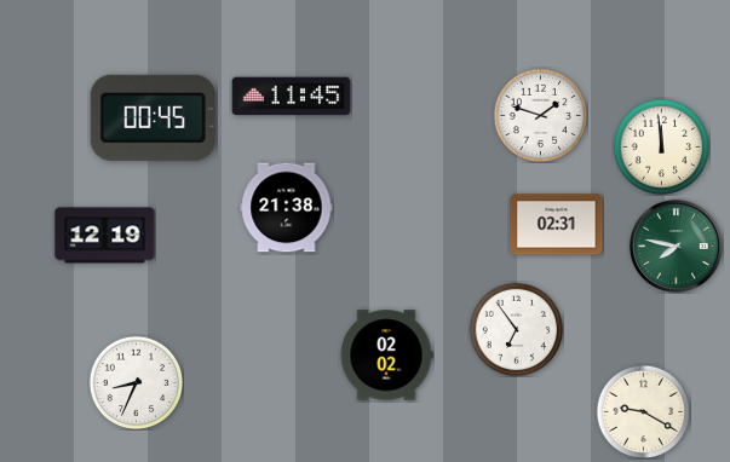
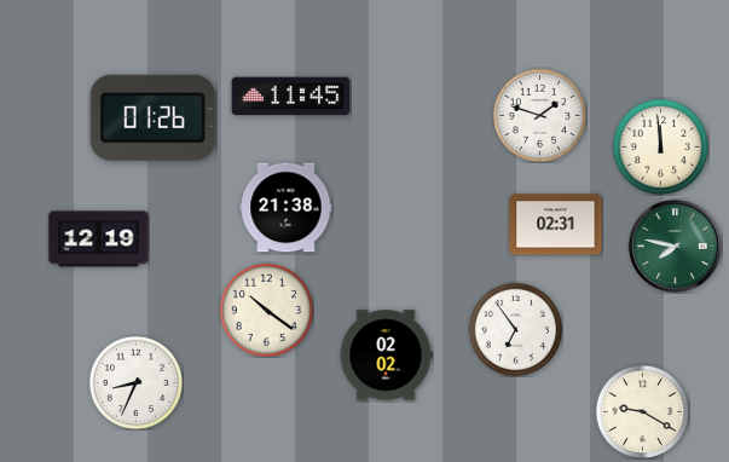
clock at (153, 117): 00:45 -> 01:26
clock at (105, 236) position: (105, 236) -> (99, 239)
clock at (266, 310): none -> 10:21
